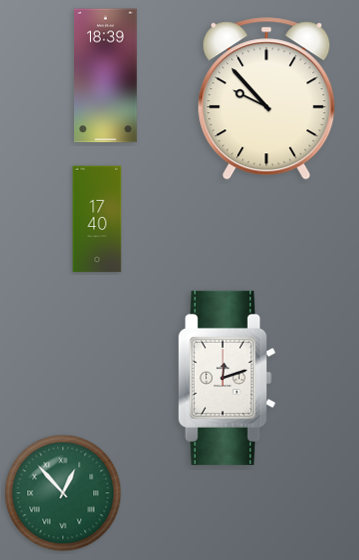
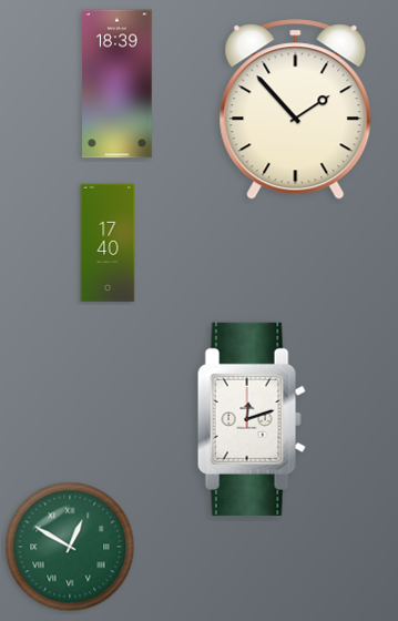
clock at (267, 99): 9:53 -> 1:53
clock at (63, 493): 12:53 -> 12:50
